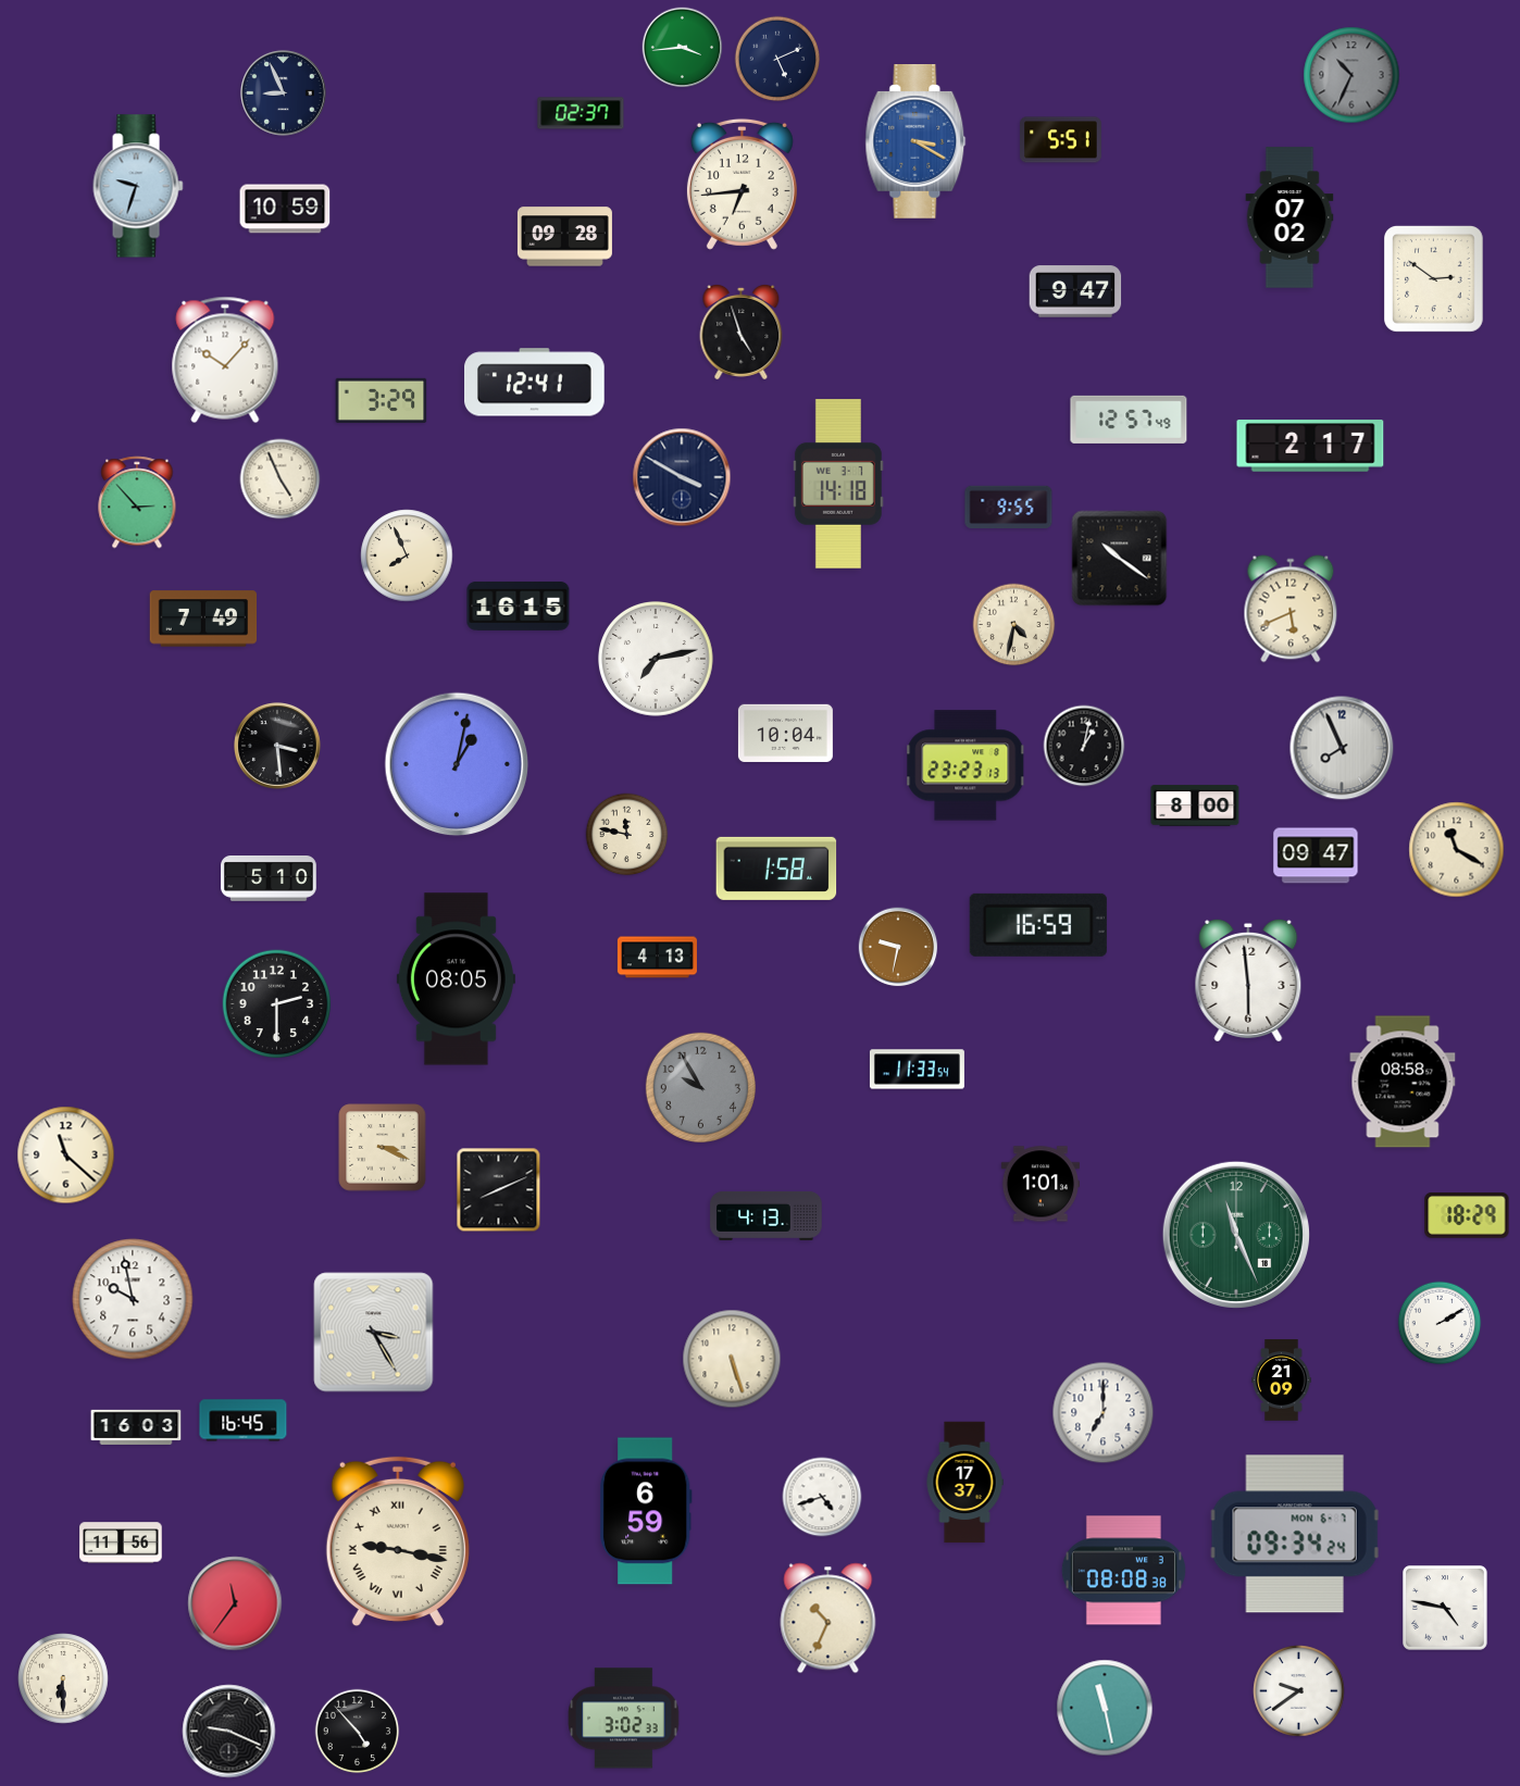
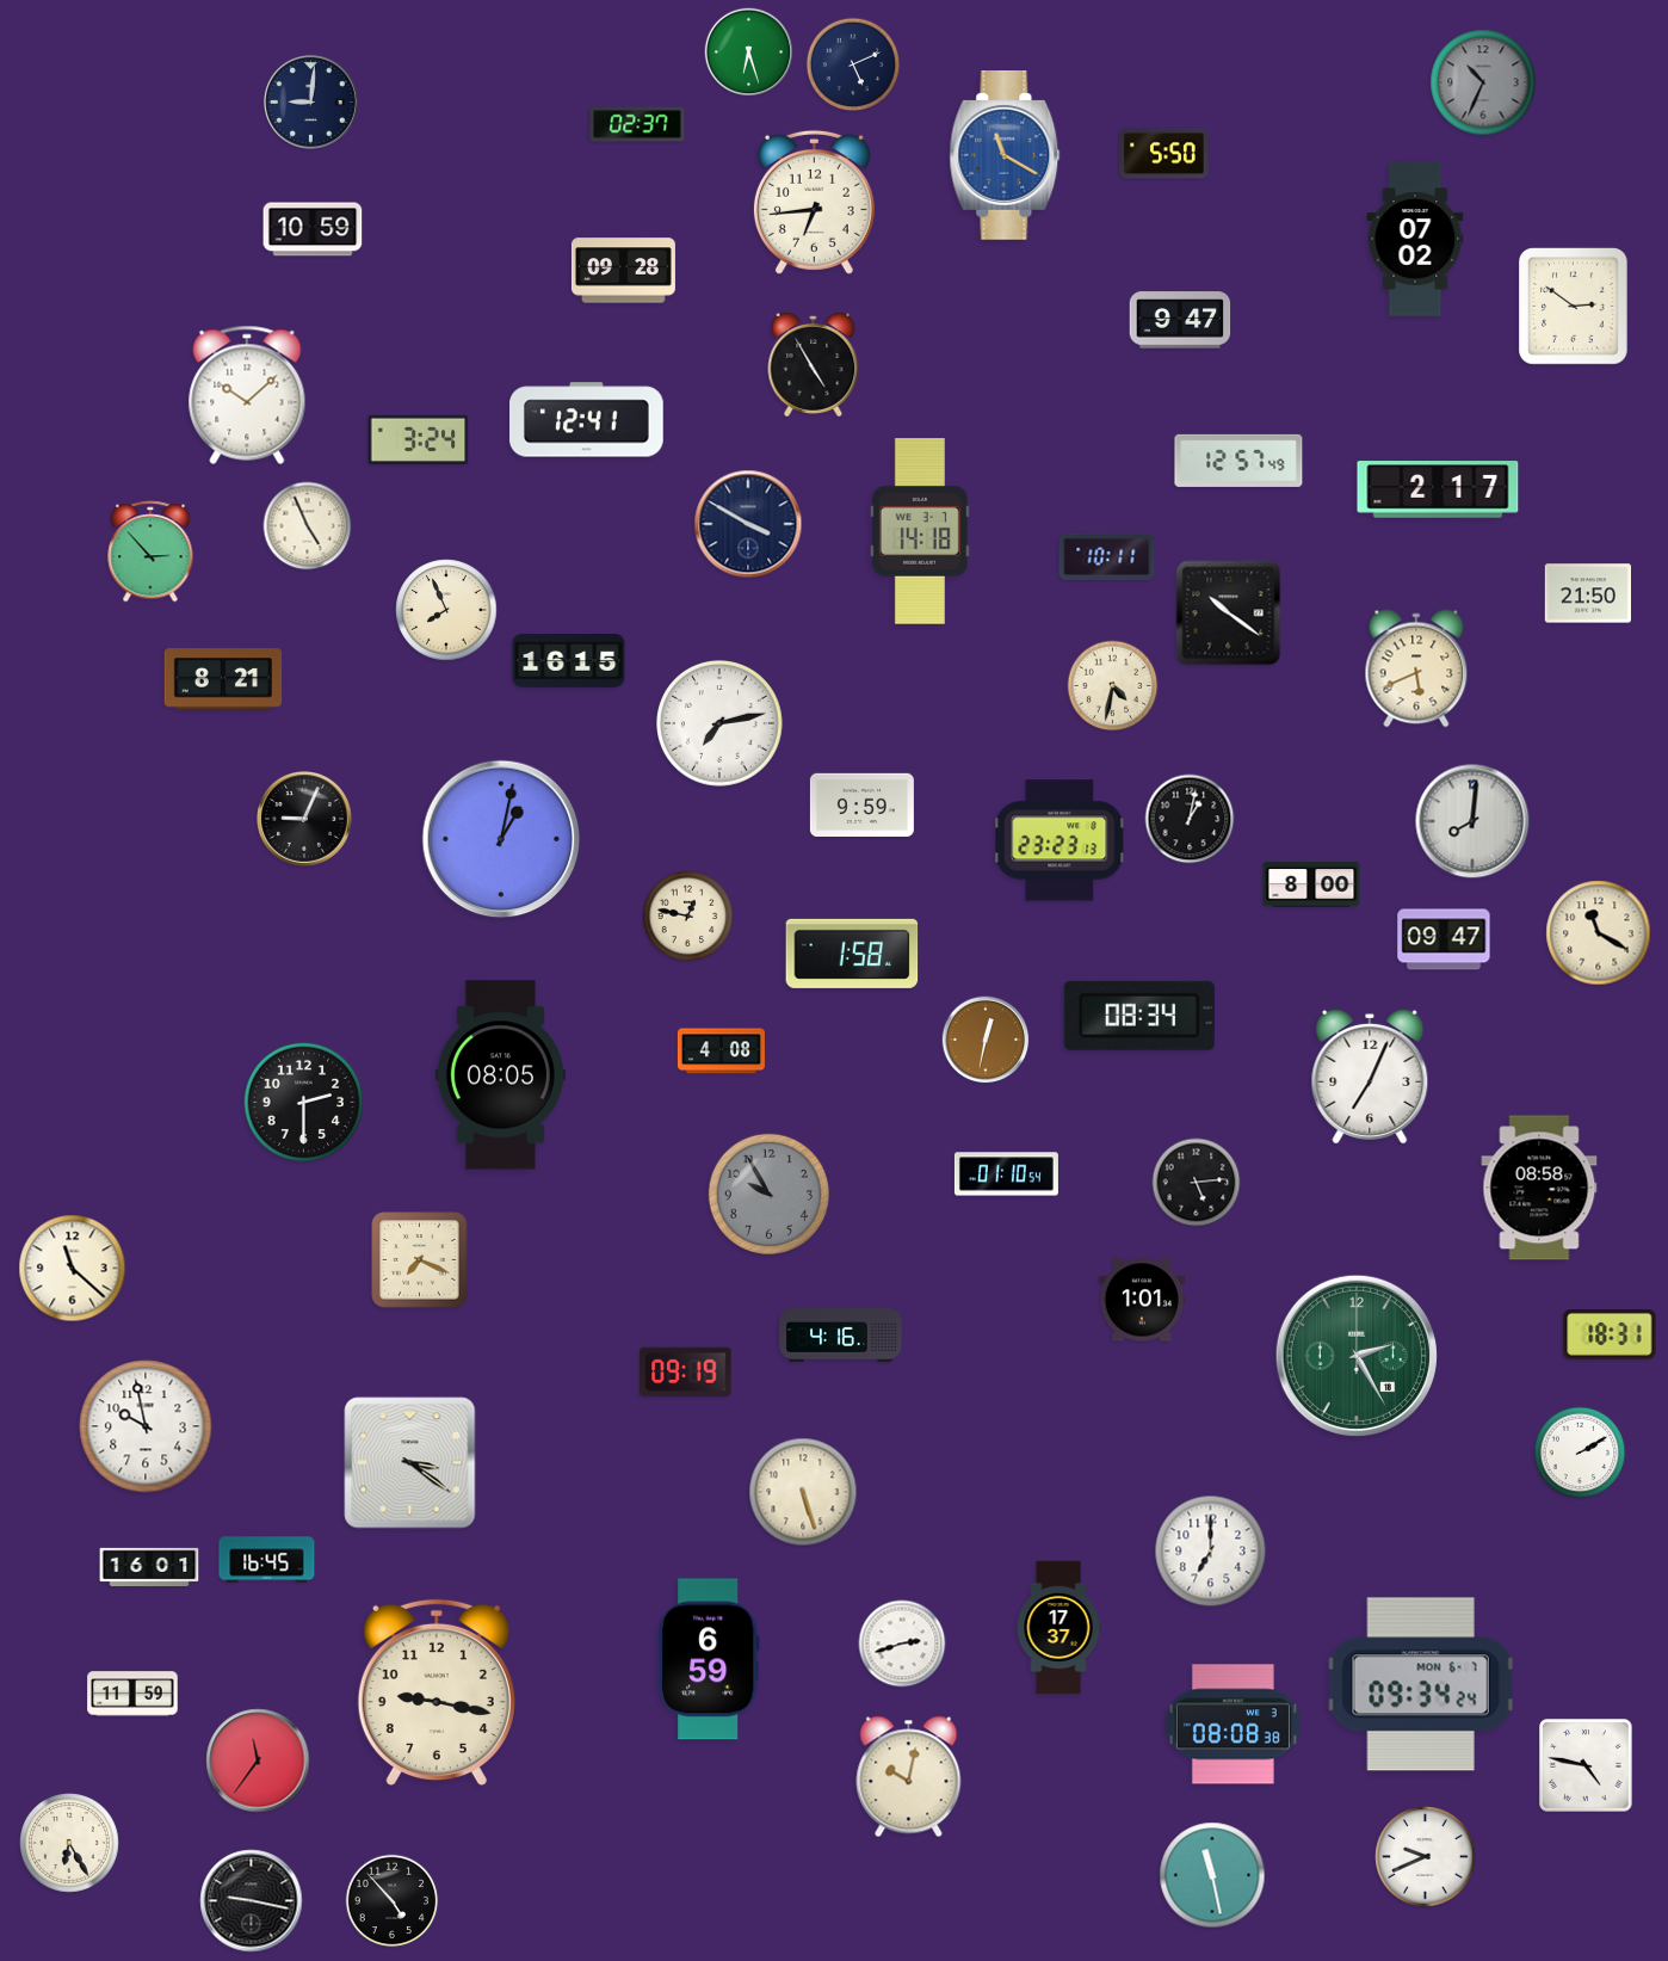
clock at (683, 48): 3:44 -> 6:27
clock at (283, 92): 8:56 -> 9:01
clock at (1061, 140): 5:51 -> 5:50
clock at (915, 142): 3:20 -> 11:20
clock at (138, 186): 9:33 -> none
clock at (564, 237) position: (564, 237) -> (623, 271)
clock at (742, 333): 4:57 -> 4:55
clock at (225, 360): 10:07 -> 10:08
clock at (382, 400): 3:29 -> 3:24
clock at (1009, 507): 9:55 -> 10:11
clock at (1587, 593): none -> 21:50
clock at (519, 607) position: (519, 607) -> (569, 661)
clock at (203, 619): 7:49 -> 8:21
clock at (785, 733): 10:04 -> 9:59
clock at (278, 747): 3:29 -> 9:04
clock at (1342, 748): 7:56 -> 8:01
clock at (627, 835): 11:47 -> 12:47
clock at (270, 879): 5:10 -> none
clock at (1038, 925): 16:59 -> 08:34
clock at (898, 947): 9:32 -> 12:32
clock at (657, 958): 4:13 -> 4:08
clock at (1248, 981): 5:59 -> 7:04
clock at (917, 1070): 11:33 -> 01:10
clock at (1197, 1183): none -> 5:14
clock at (383, 1148): 3:19 -> 7:19
clock at (499, 1190): 8:11 -> none
clock at (767, 1215): 4:13 -> 4:16
clock at (1467, 1216): 18:29 -> 18:31
clock at (1236, 1235): 11:26 -> 2:25
clock at (686, 1371): none -> 09:19
clock at (374, 1333): 3:25 -> 3:21
clock at (1282, 1381): 21:09 -> none
clock at (136, 1426): 16:03 -> 16:01
clock at (822, 1497): 4:42 -> 2:42
clock at (398, 1541) numerals: Roman -> Arabic
clock at (121, 1543): 11:56 -> 11:59
clock at (828, 1619): 10:34 -> 10:02
clock at (63, 1678): 6:30 -> 6:25
clock at (1299, 1691): 9:39 -> 9:41
clock at (624, 1719): 3:02 -> none
clock at (229, 1732): 9:19 -> 9:17
